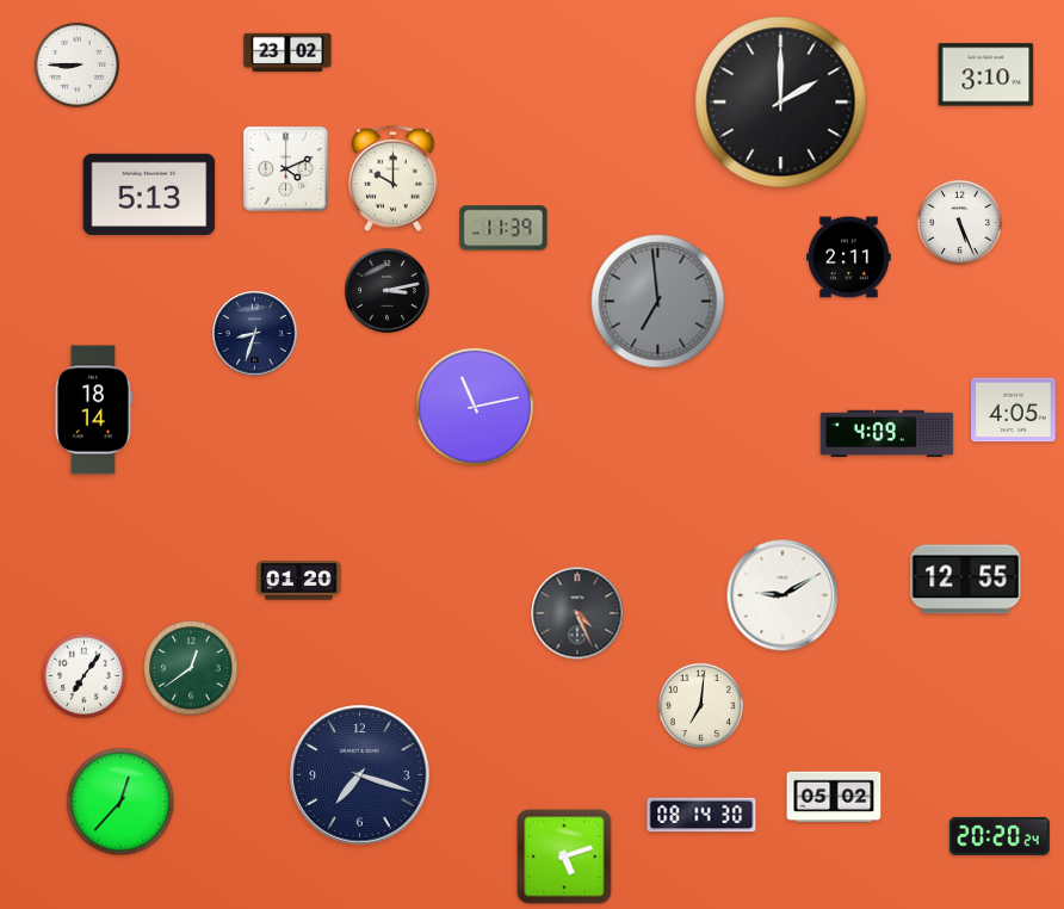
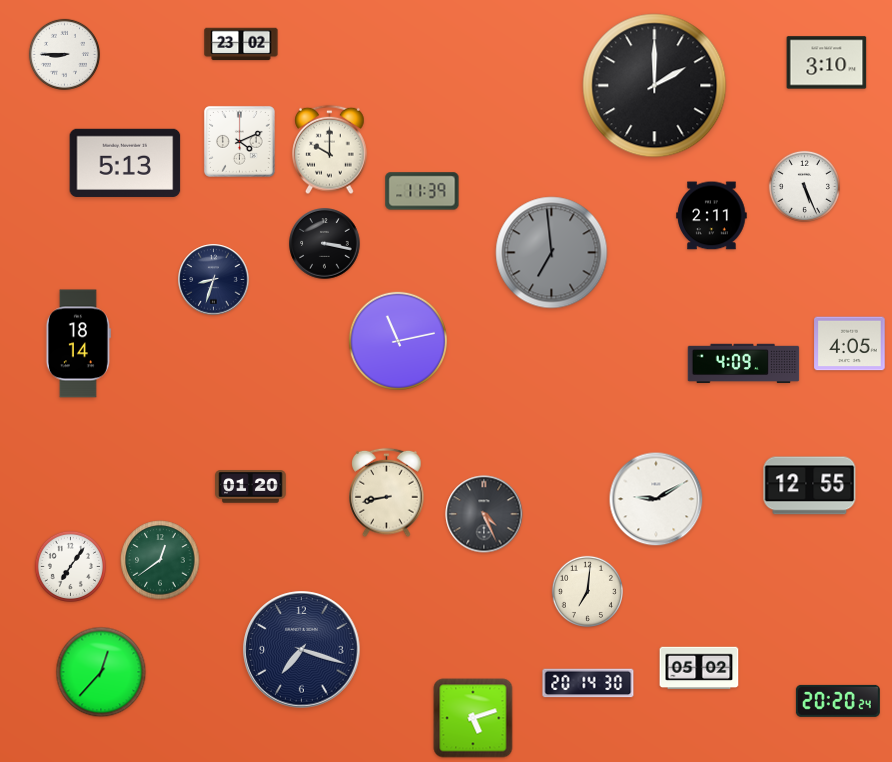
clock at (388, 291): 3:13 -> 3:17
clock at (387, 493): none -> 8:43
clock at (701, 815): 08:14 -> 20:14
